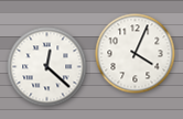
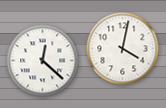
clock at (136, 54): 4:04 -> 4:02
